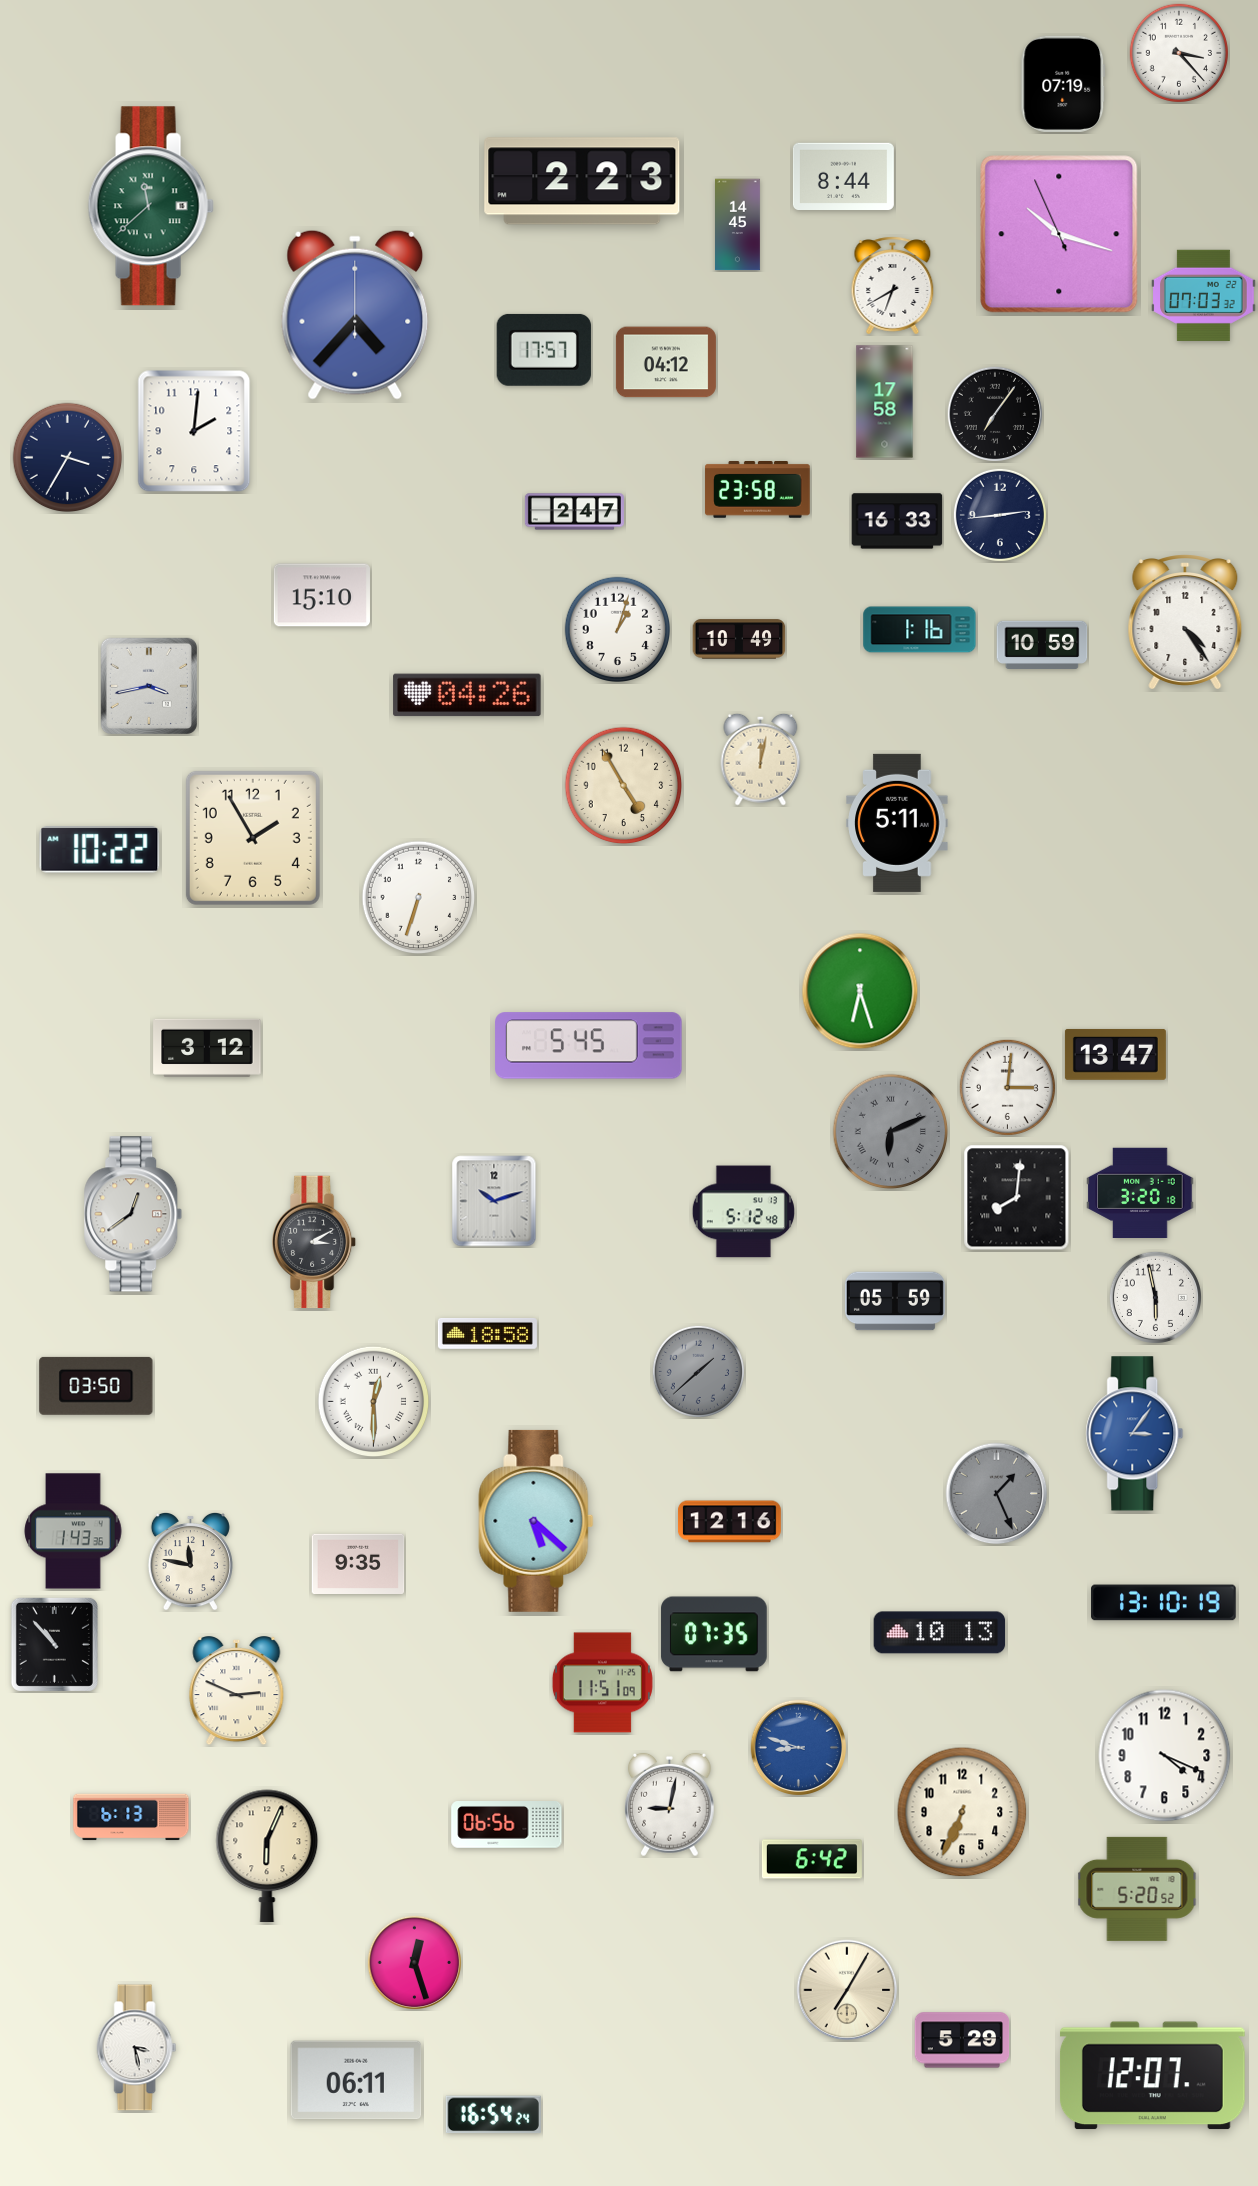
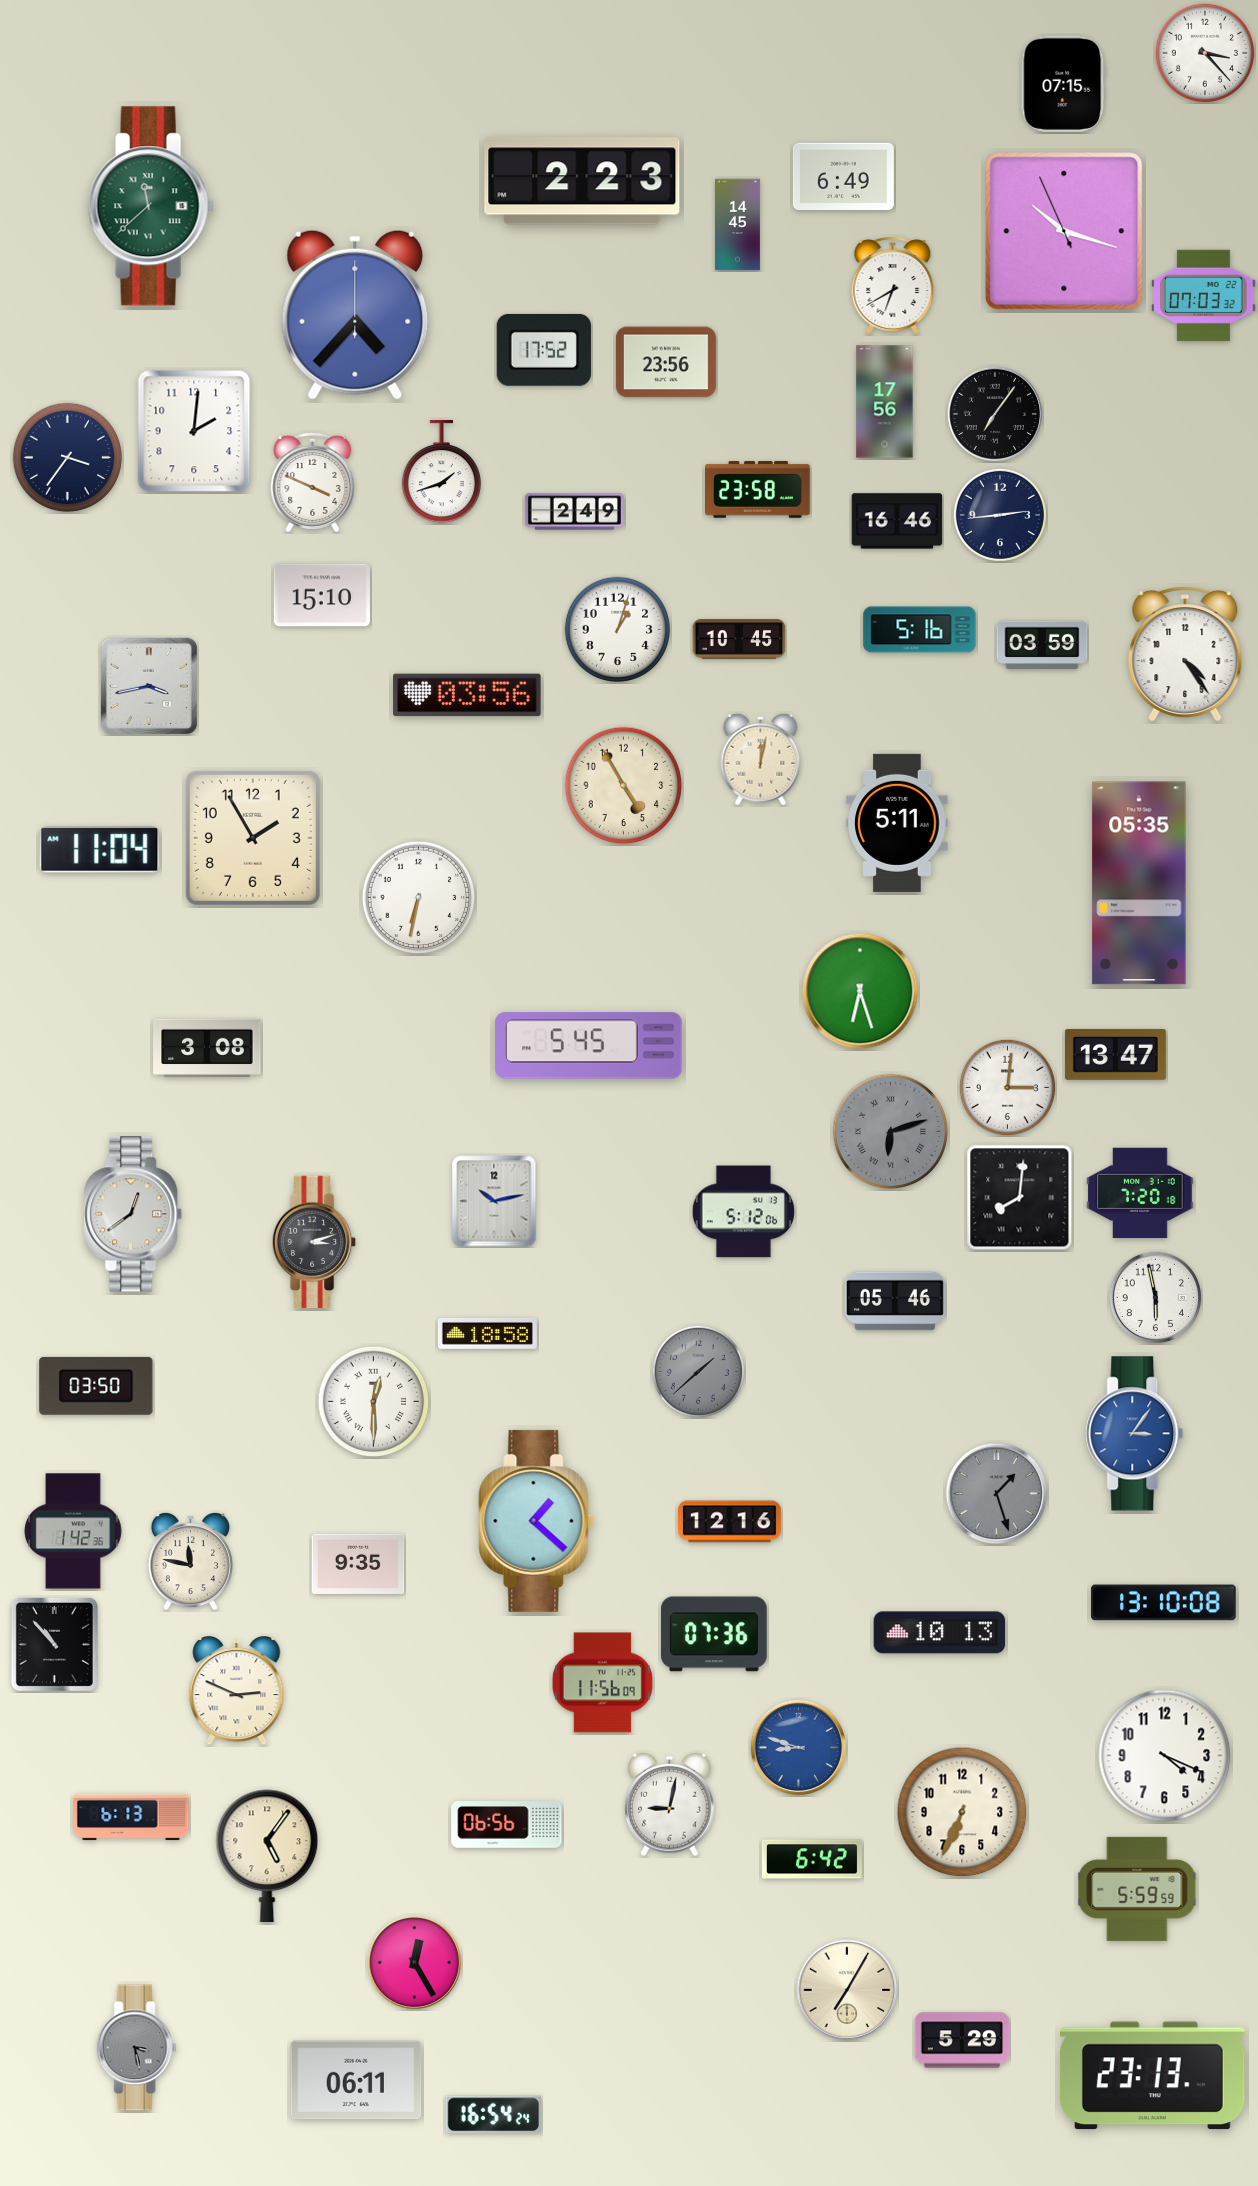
clock at (1179, 53) position: (1179, 53) -> (1205, 53)
clock at (1063, 84): 07:19 -> 07:15
clock at (843, 177): 8:44 -> 6:49
clock at (1059, 234) position: (1059, 234) -> (1064, 231)
clock at (544, 350): 17:57 -> 17:52
clock at (666, 362): 04:12 -> 23:56
clock at (885, 402): 17:58 -> 17:56
clock at (68, 458): 3:35 -> 3:36
clock at (441, 472): none -> 1:42
clock at (313, 482): none -> 3:49
clock at (574, 512): 2:47 -> 2:49
clock at (897, 521): 16:33 -> 16:46
clock at (1185, 622) position: (1185, 622) -> (1185, 654)
clock at (920, 630): 1:16 -> 5:16
clock at (739, 639): 10:49 -> 10:45
clock at (1042, 645): 10:59 -> 03:59
clock at (467, 695): 04:26 -> 03:56
clock at (100, 850): 10:22 -> 11:04
clock at (1139, 883): none -> 05:35
clock at (419, 898): 6:33 -> 6:32
clock at (207, 1048): 3:12 -> 3:08
clock at (891, 1132): 6:11 -> 6:12
clock at (1140, 1192): 3:20 -> 7:20
clock at (1017, 1198) position: (1017, 1198) -> (1020, 1198)
clock at (494, 1201): 10:12 -> 10:13
clock at (743, 1212): 5:12:48 -> 5:12:06
clock at (314, 1242): 3:10 -> 3:12
clock at (895, 1301): 05:59 -> 05:46
clock at (997, 1494): 1:26 -> 1:27
clock at (536, 1521): 5:22 -> 1:22
clock at (73, 1531): 1:43 -> 1:42
clock at (1164, 1603): 13:10:19 -> 13:10:08
clock at (714, 1634): 07:35 -> 07:36
clock at (602, 1683): 11:51 -> 11:56
clock at (267, 1856): 6:04 -> 5:06
clock at (1137, 1889): 5:20 -> 5:59
clock at (414, 1962): 12:27 -> 12:25
clock at (137, 2048) dial: white -> grey
clock at (1152, 2076): 12:07 -> 23:13
